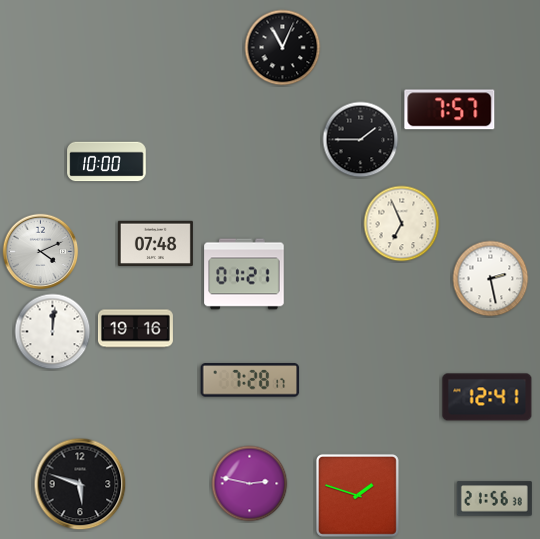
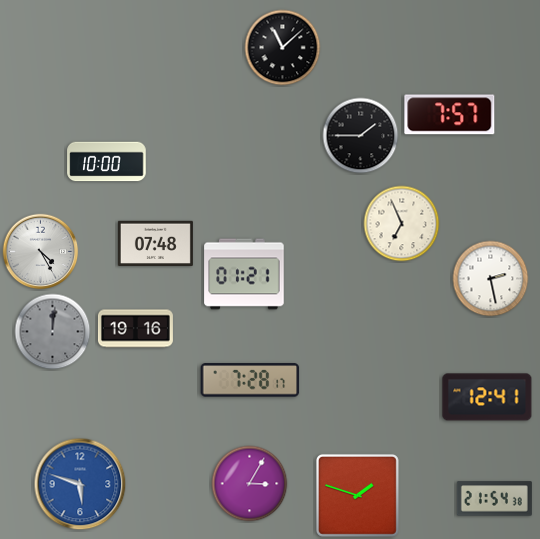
clock at (283, 48): 11:04 -> 11:08
clock at (450, 110) position: (450, 110) -> (450, 115)
clock at (361, 140) position: (361, 140) -> (361, 136)
clock at (41, 252): 4:11 -> 4:25
clock at (53, 332) dial: white -> grey
clock at (80, 484) dial: black -> blue
clock at (250, 484): 2:47 -> 3:05
clock at (494, 499): 21:56 -> 21:54
